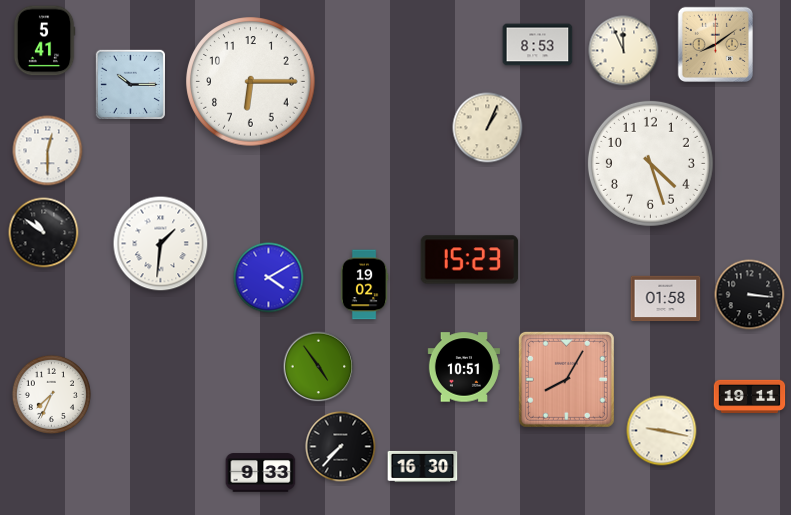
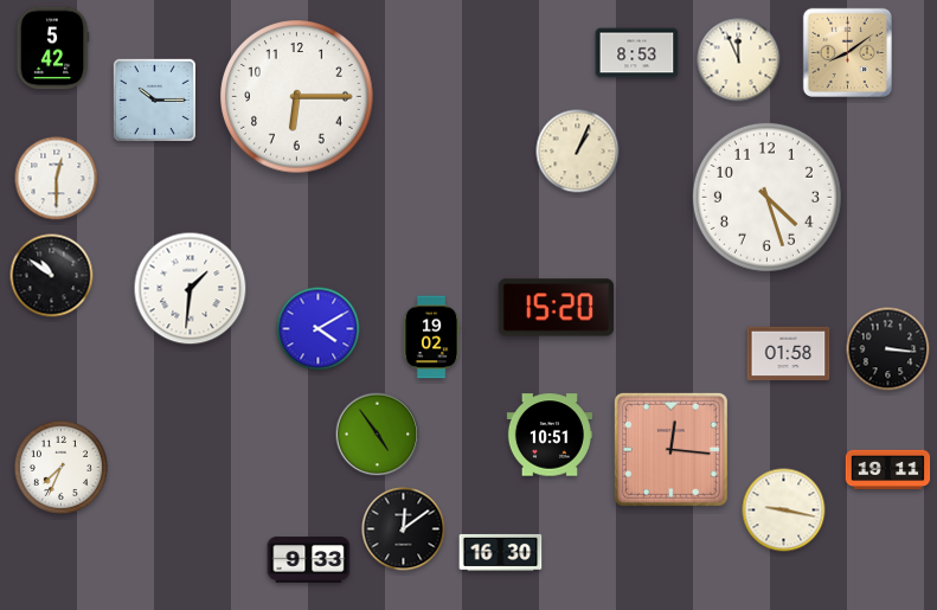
clock at (44, 41): 5:41 -> 5:42
clock at (650, 163) position: (650, 163) -> (766, 197)
clock at (470, 260): 15:23 -> 15:20
clock at (566, 379): 8:05 -> 12:16
clock at (341, 447): 7:37 -> 12:09
